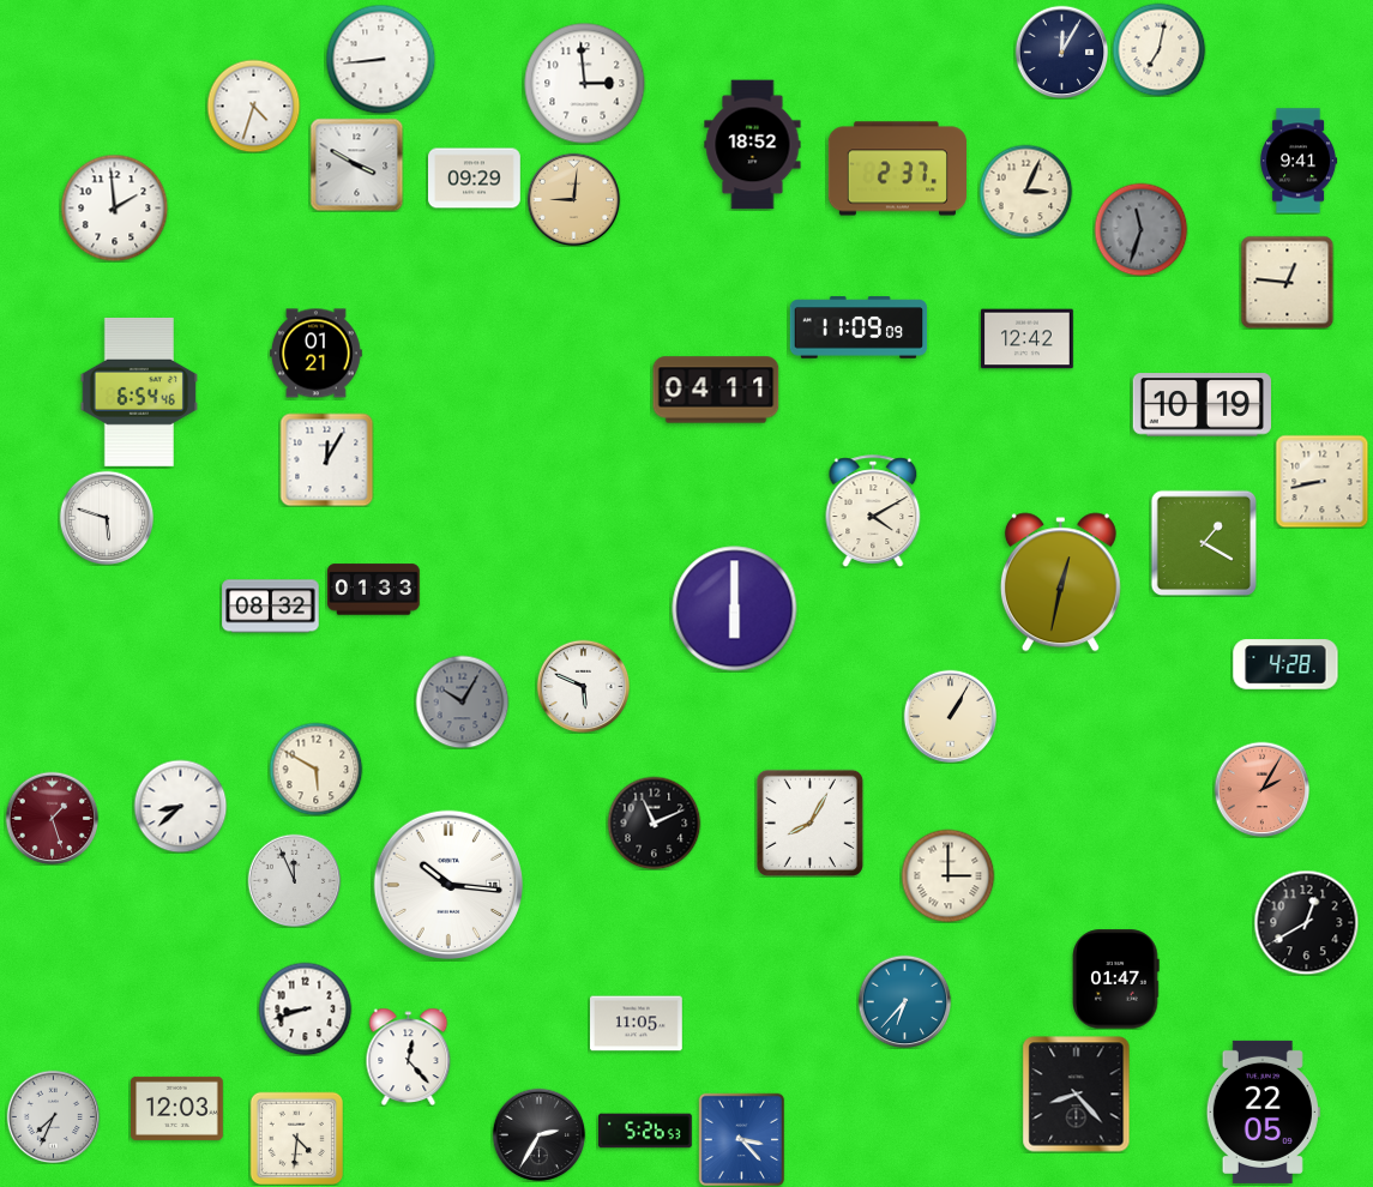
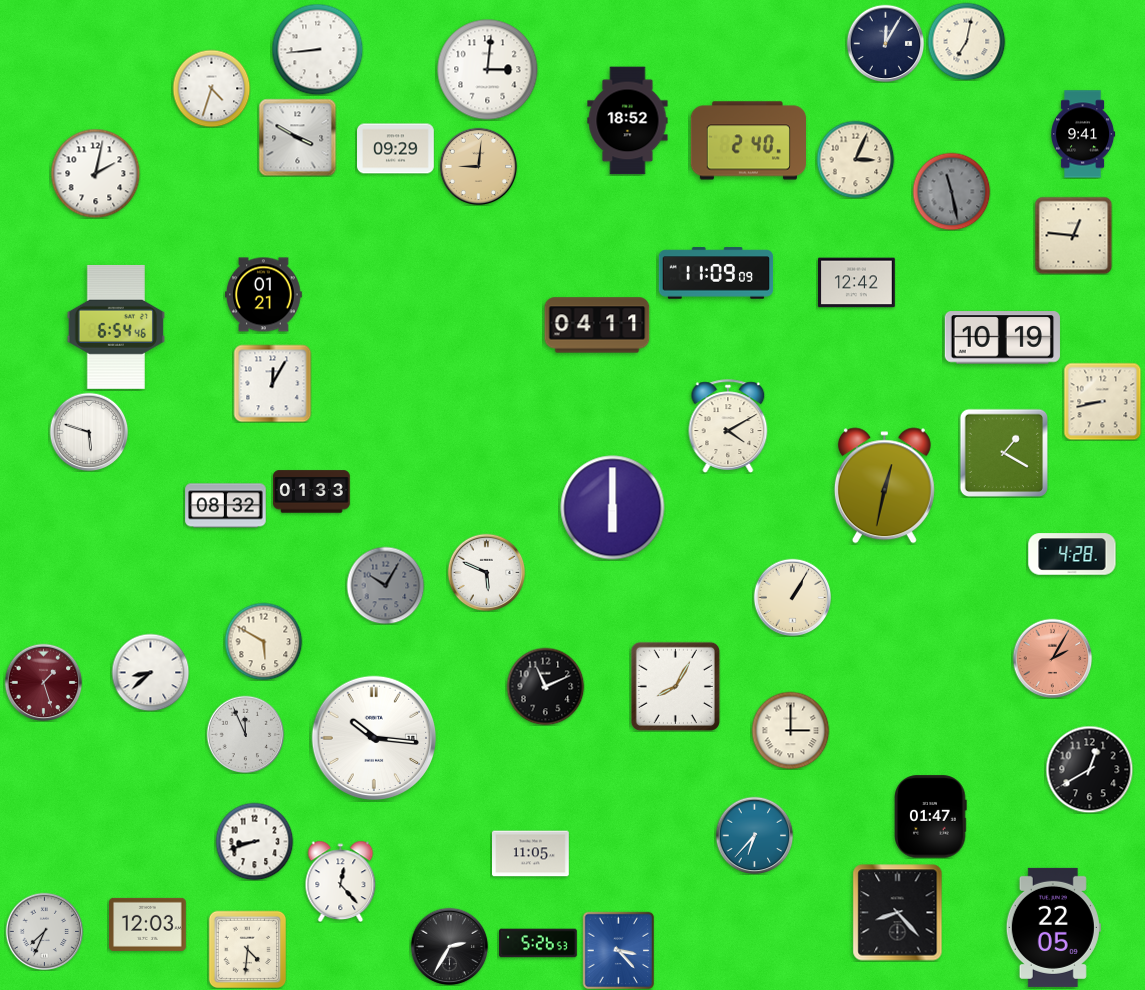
clock at (585, 84): 2:59 -> 3:01
clock at (897, 169): 2:37 -> 2:40
clock at (114, 207): 1:59 -> 2:02
clock at (1140, 229): 11:33 -> 11:28
